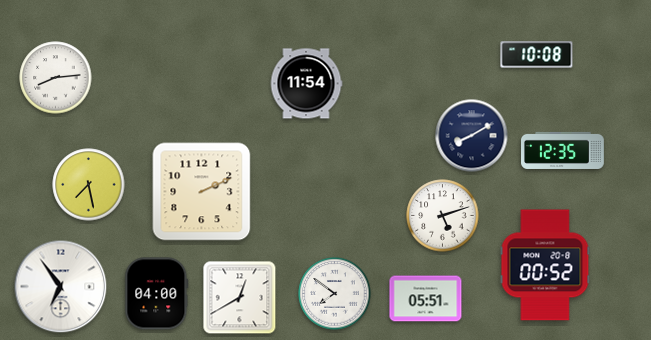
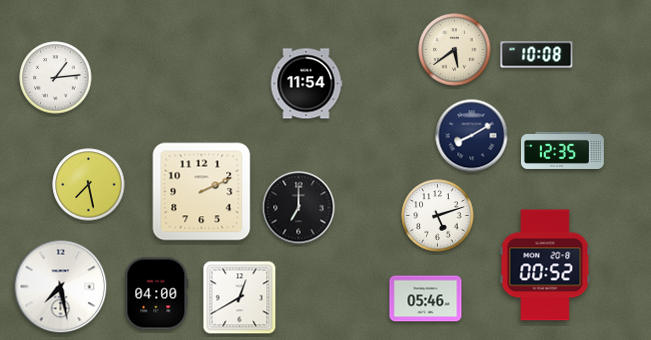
clock at (455, 50): none -> 5:39
clock at (56, 78): 8:14 -> 1:14
clock at (299, 208): none -> 7:00
clock at (443, 216) position: (443, 216) -> (438, 216)
clock at (61, 287): 6:54 -> 7:28
clock at (335, 294): 7:51 -> none
clock at (426, 299): 05:51 -> 05:46
